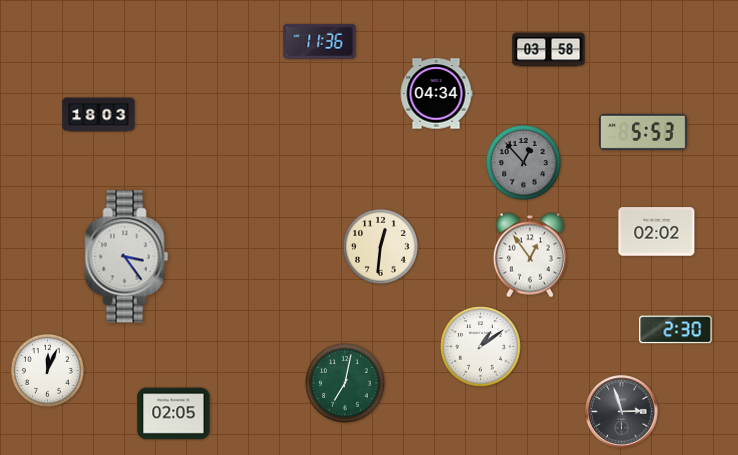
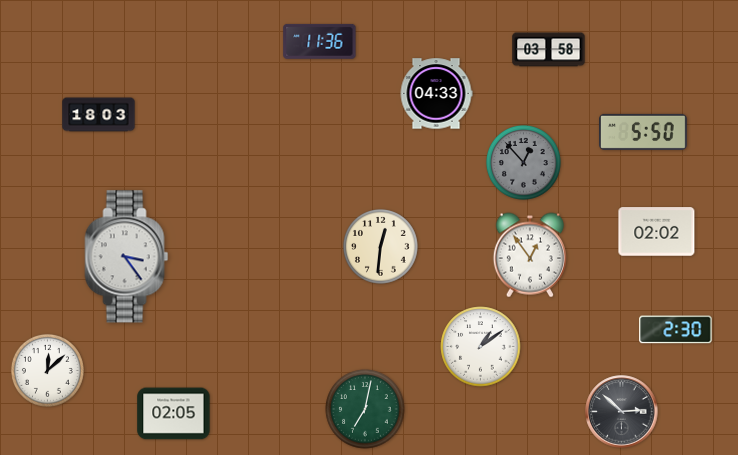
clock at (436, 94): 04:34 -> 04:33
clock at (644, 132): 5:53 -> 5:50
clock at (47, 370): 12:04 -> 12:08
clock at (345, 383) position: (345, 383) -> (365, 409)
clock at (622, 412): 2:57 -> 2:52
